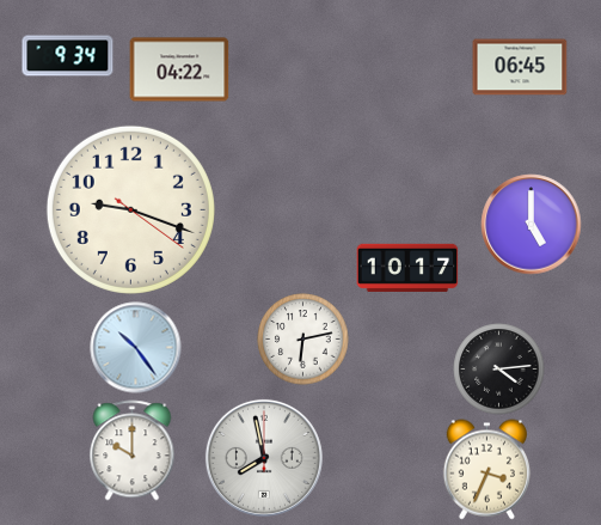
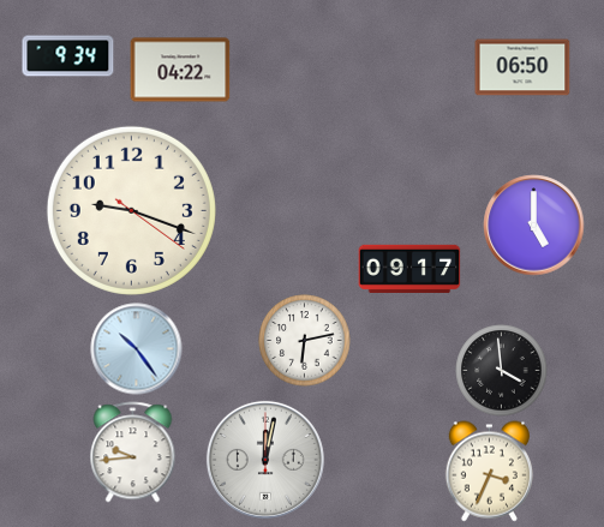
clock at (520, 67): 06:45 -> 06:50
clock at (407, 268): 10:17 -> 09:17
clock at (499, 370): 4:14 -> 3:59
clock at (133, 451): 10:00 -> 9:44
clock at (264, 458): 7:58 -> 12:02
